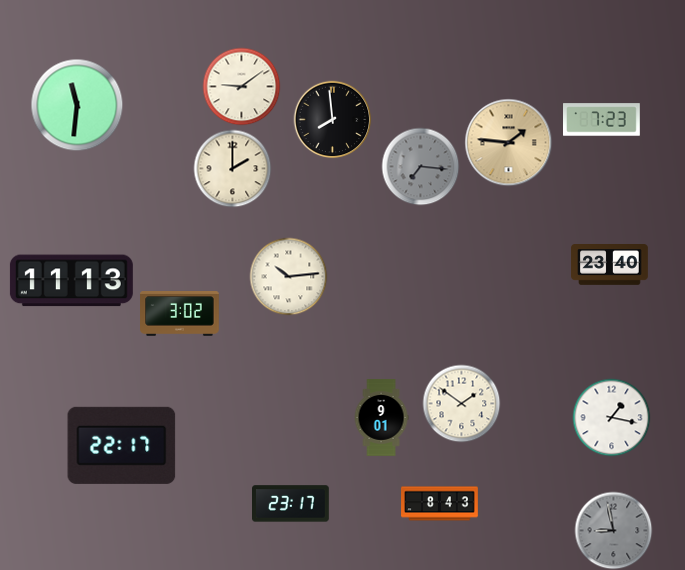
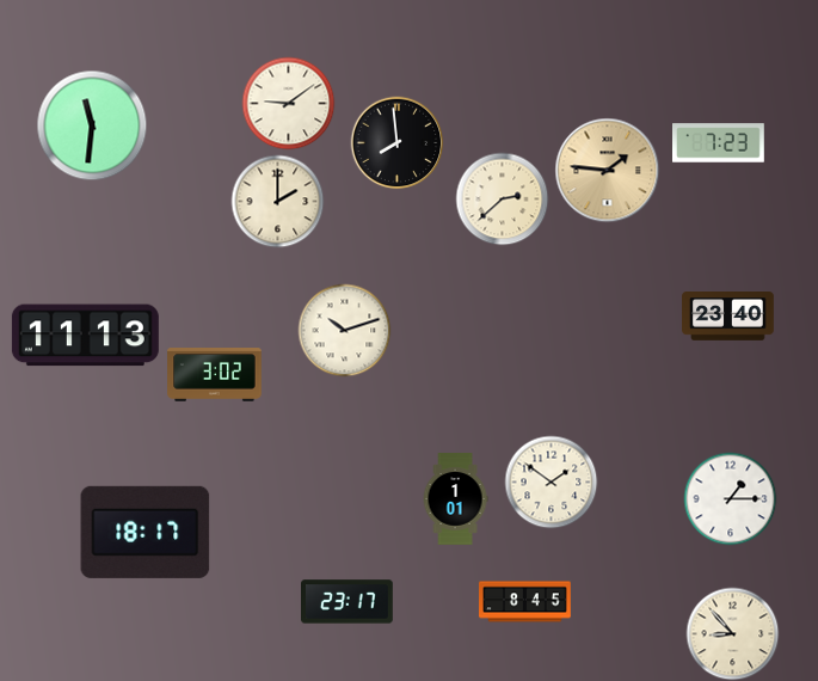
clock at (420, 166): 7:16 -> 2:38
clock at (420, 166) dial: grey -> cream
clock at (288, 276): 10:14 -> 10:12
clock at (611, 417): 1:17 -> 1:15
clock at (381, 418): 9:01 -> 1:01
clock at (122, 445): 22:17 -> 18:17
clock at (440, 504): 8:43 -> 8:45
clock at (613, 530): 8:58 -> 8:53
clock at (613, 530) dial: grey -> cream
